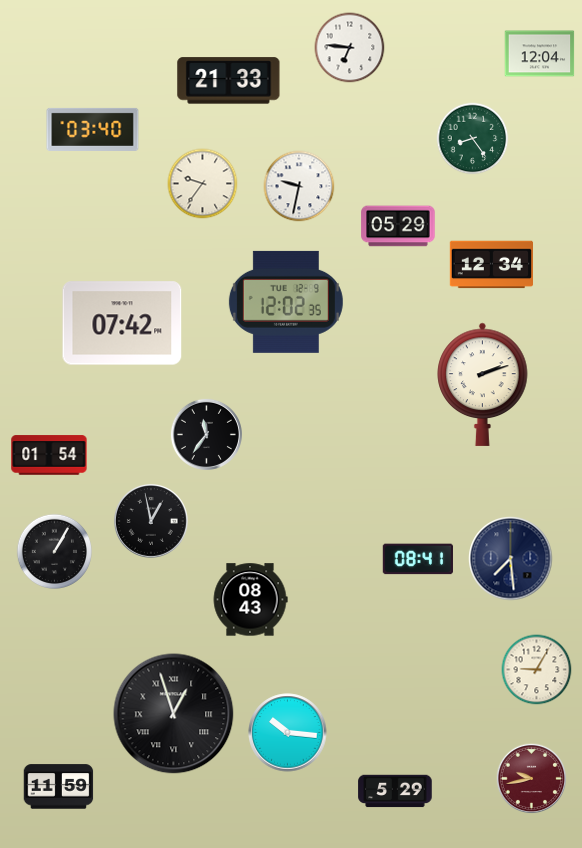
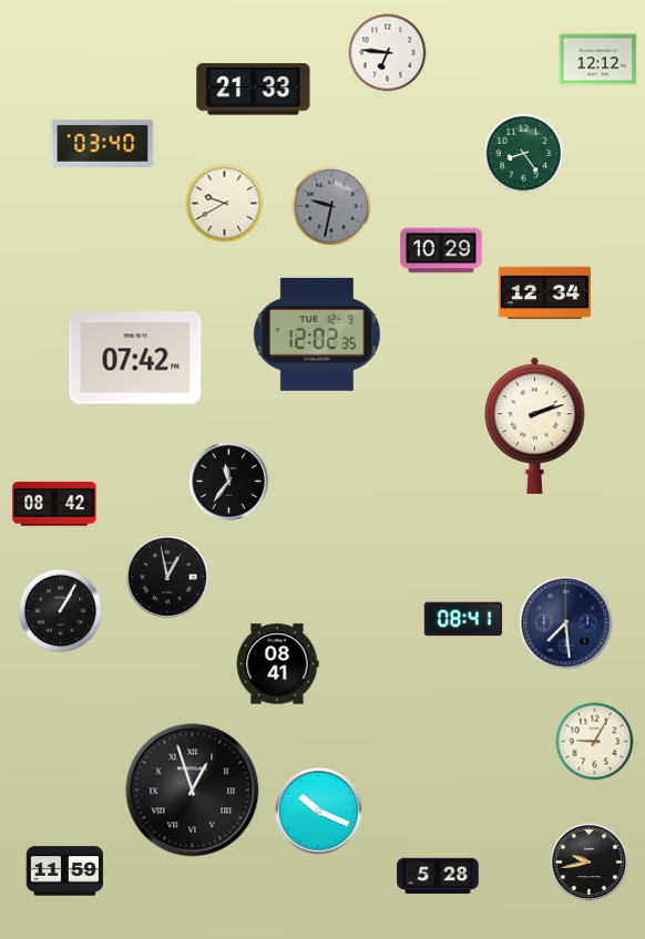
clock at (540, 54): 12:04 -> 12:12
clock at (203, 184): 9:36 -> 9:40
clock at (299, 186) dial: white -> grey
clock at (398, 226): 05:29 -> 10:29
clock at (49, 455): 01:54 -> 08:42
clock at (511, 559) position: (511, 559) -> (566, 623)
clock at (250, 600): 08:43 -> 08:41
clock at (288, 733): 10:16 -> 10:19
clock at (532, 779) dial: burgundy -> black
clock at (395, 791): 5:29 -> 5:28
